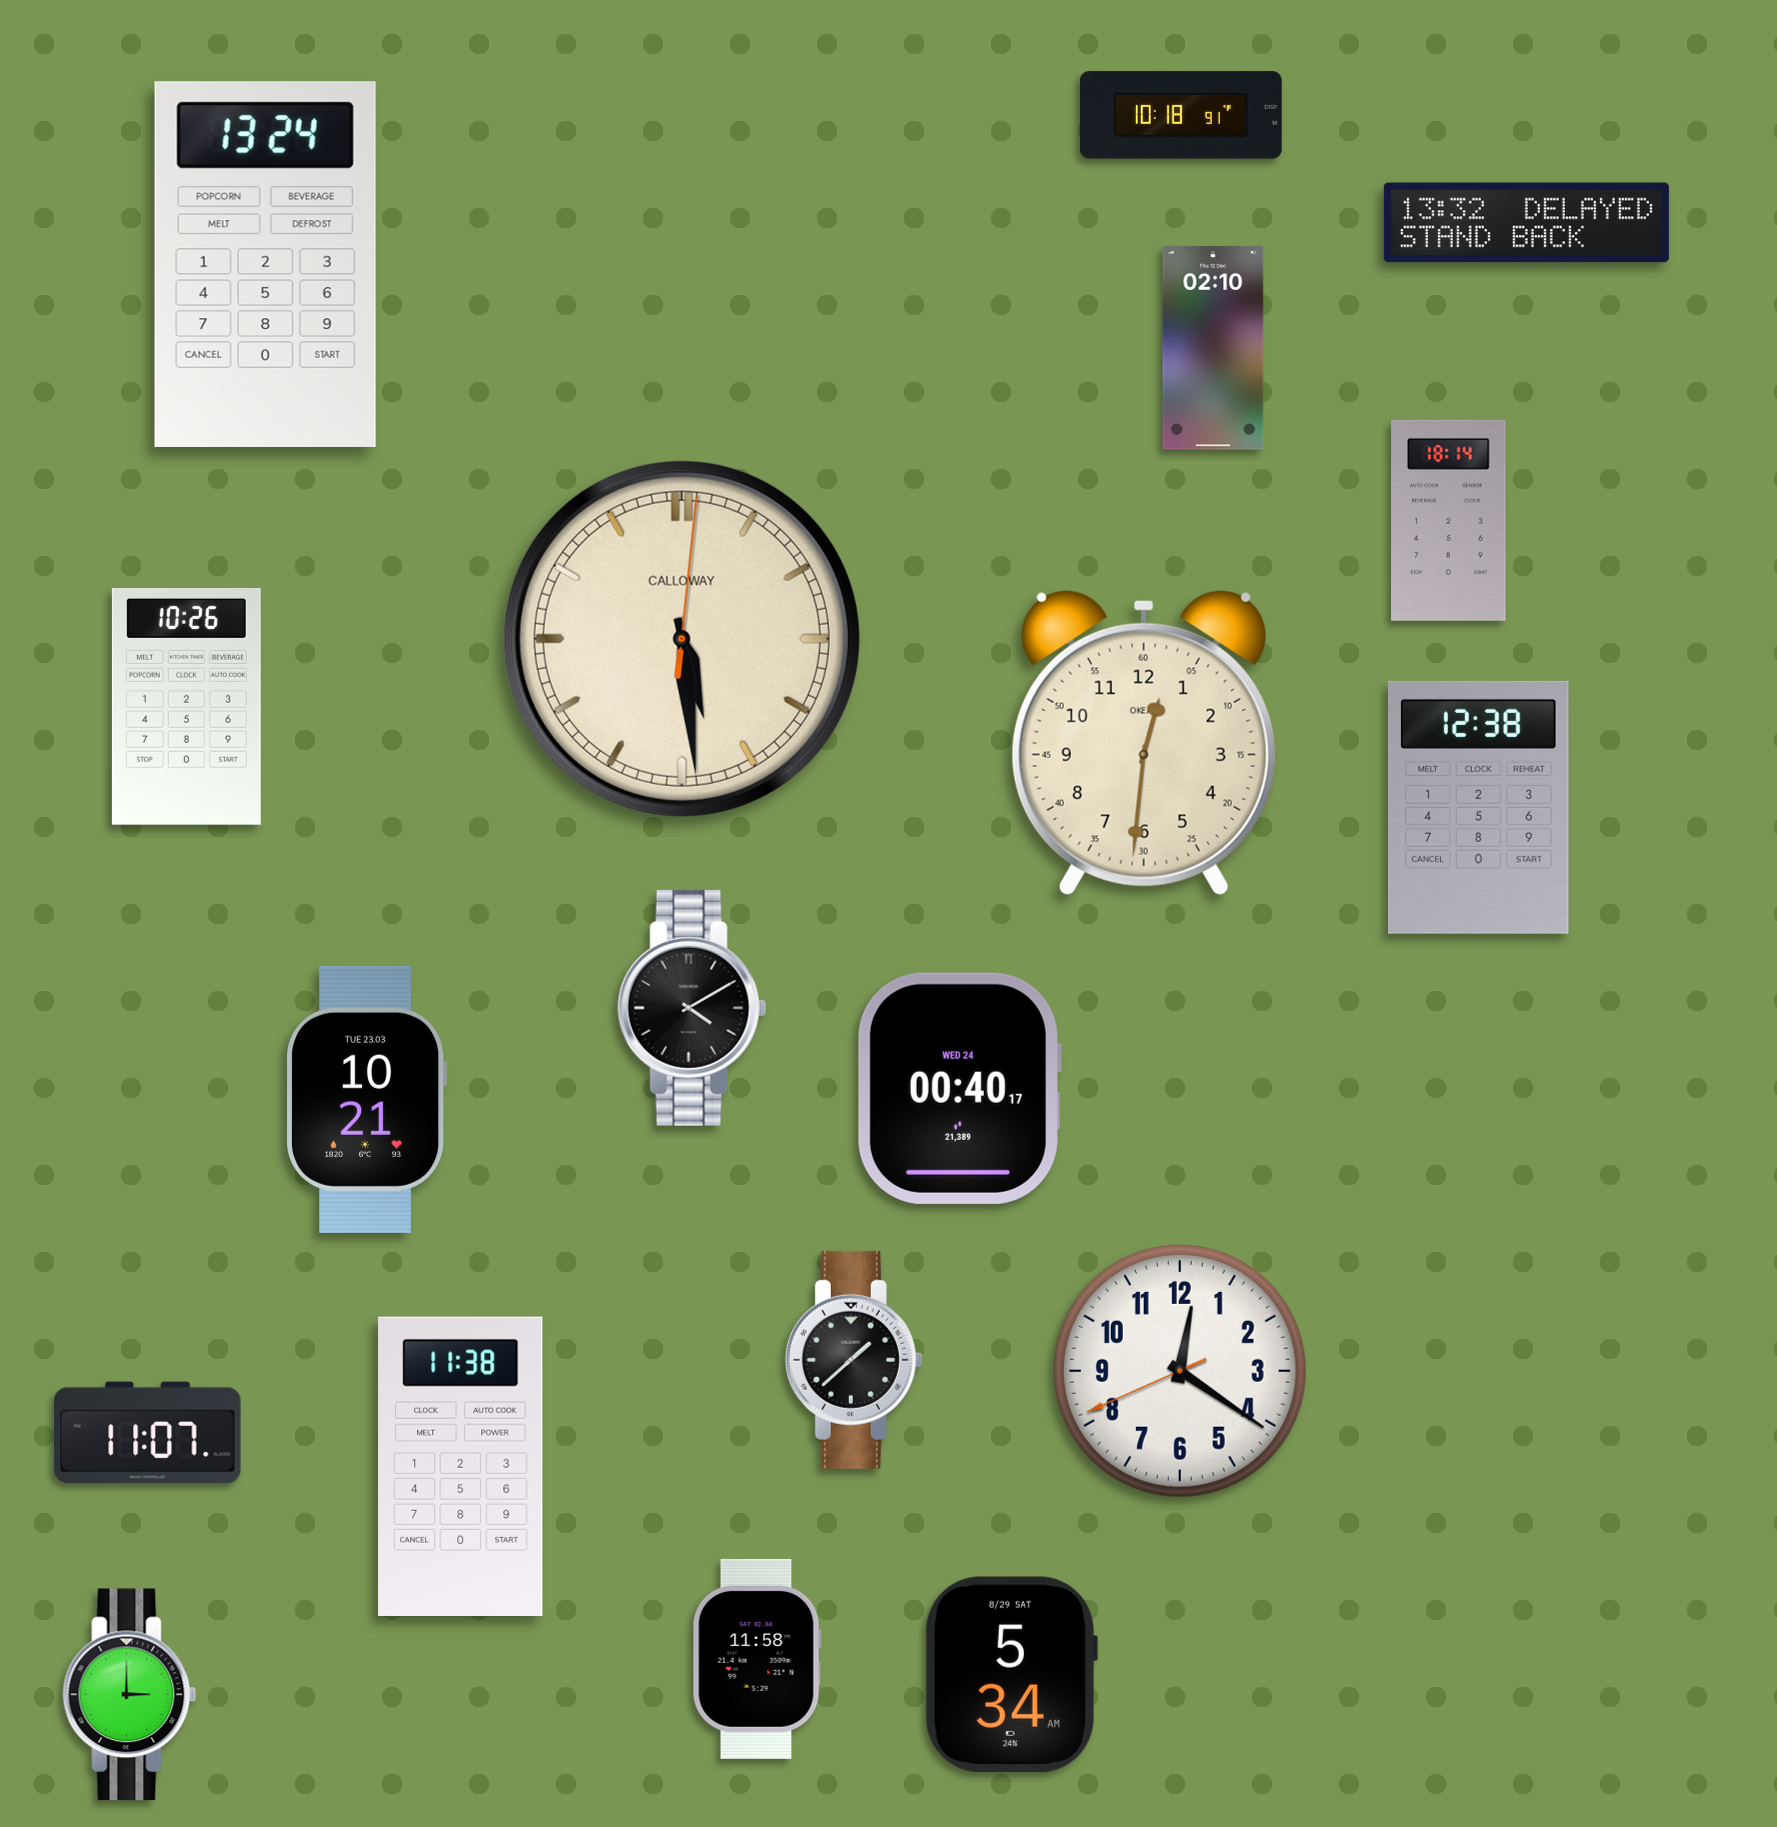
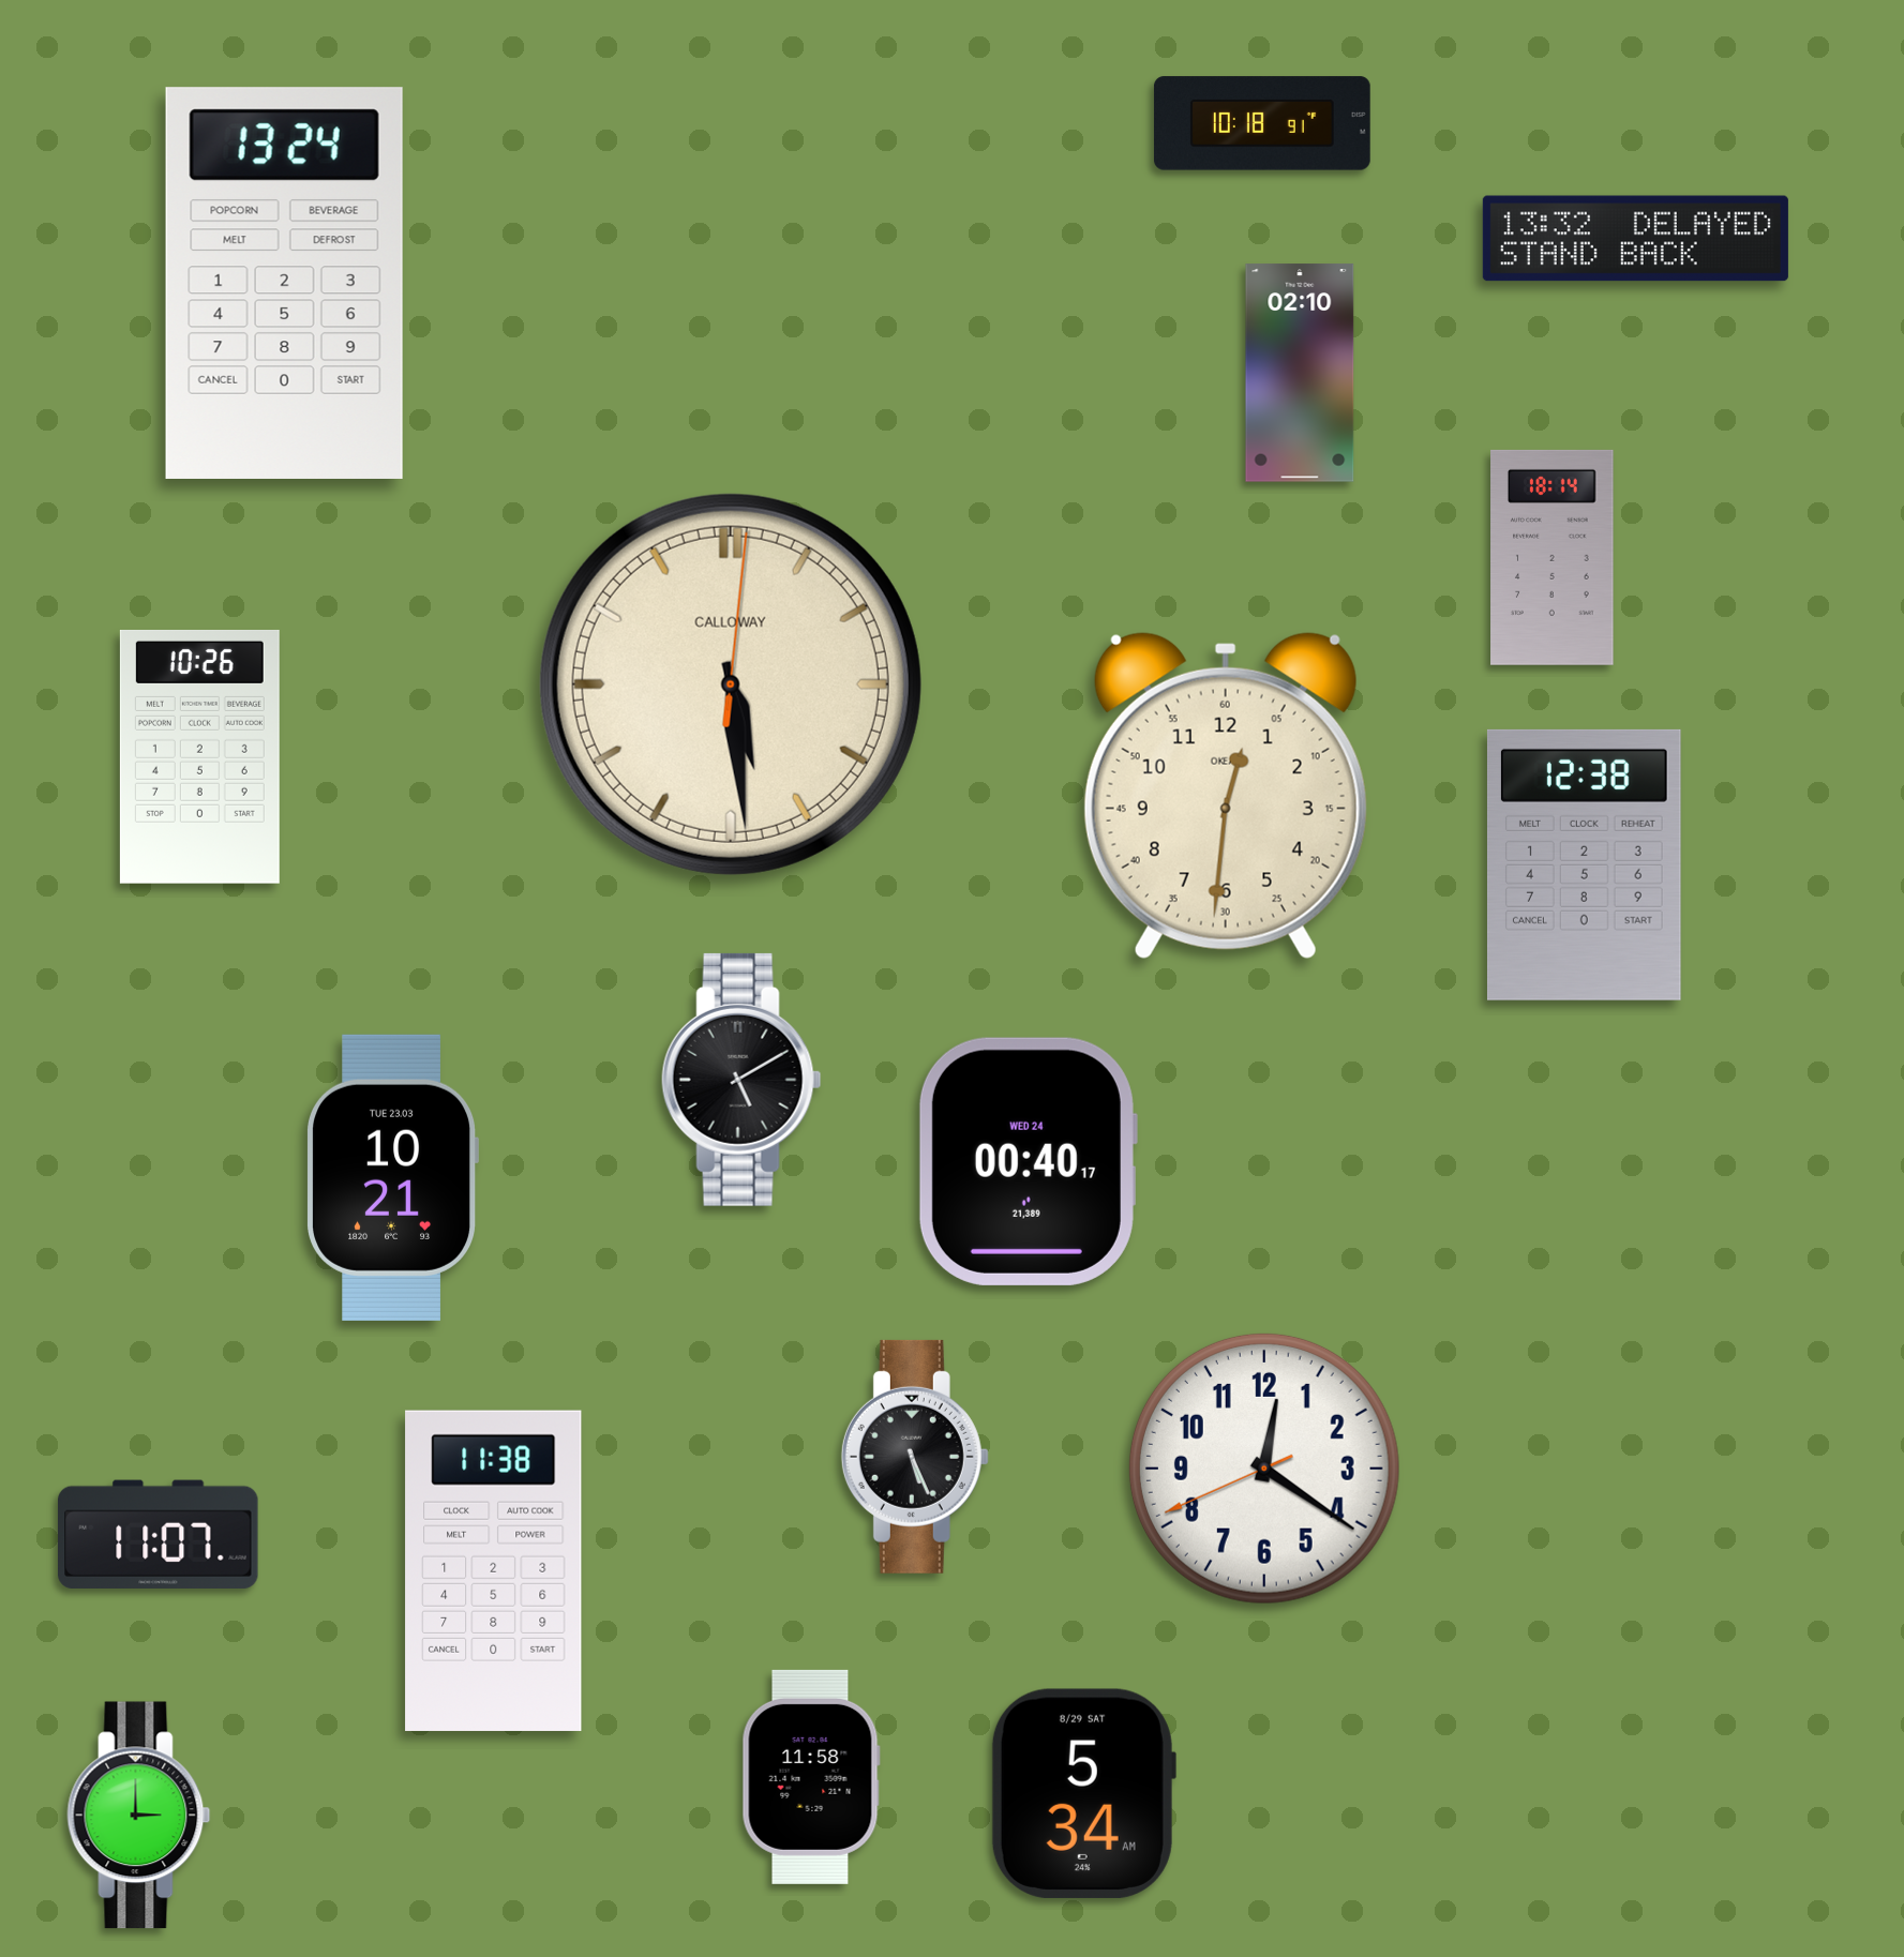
clock at (1181, 115) position: (1181, 115) -> (1262, 123)
clock at (692, 1008): 4:10 -> 5:10
clock at (959, 1088) position: (959, 1088) -> (1028, 1161)
clock at (854, 1360): 1:38 -> 5:26
